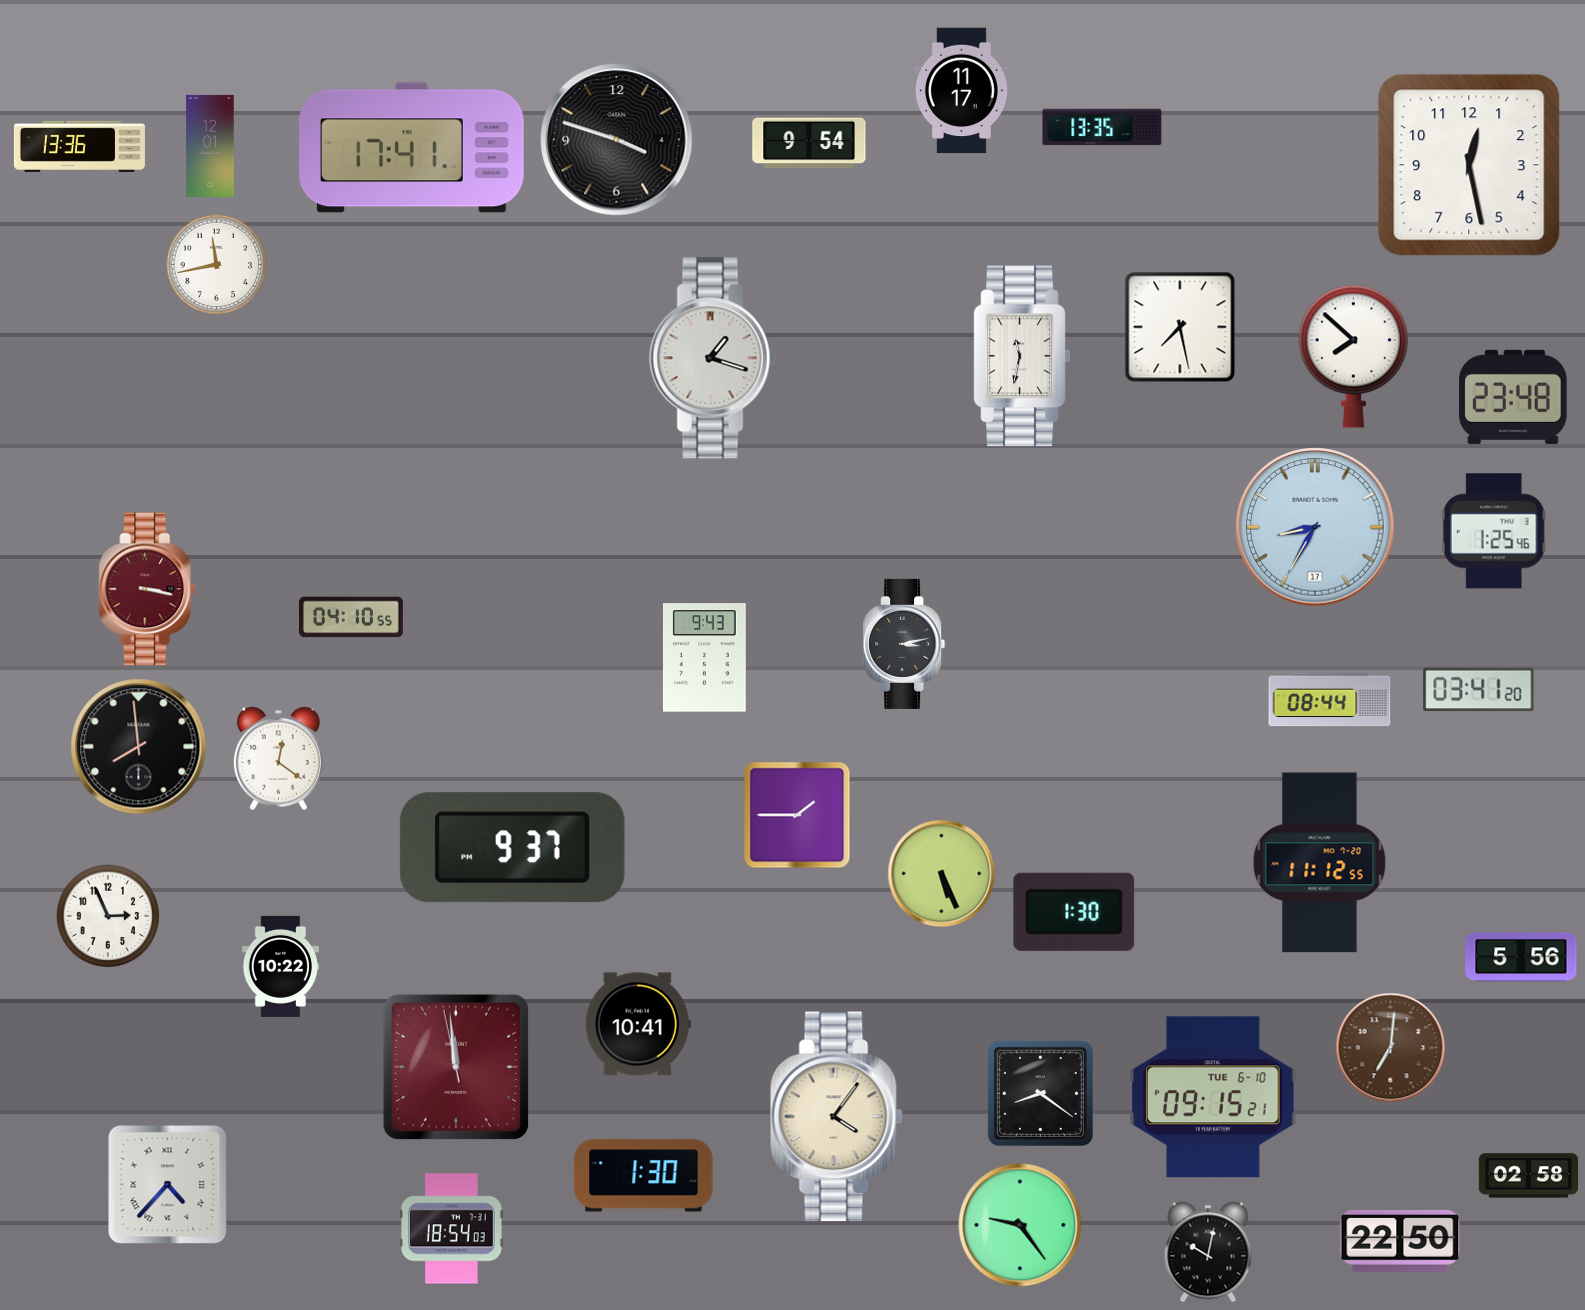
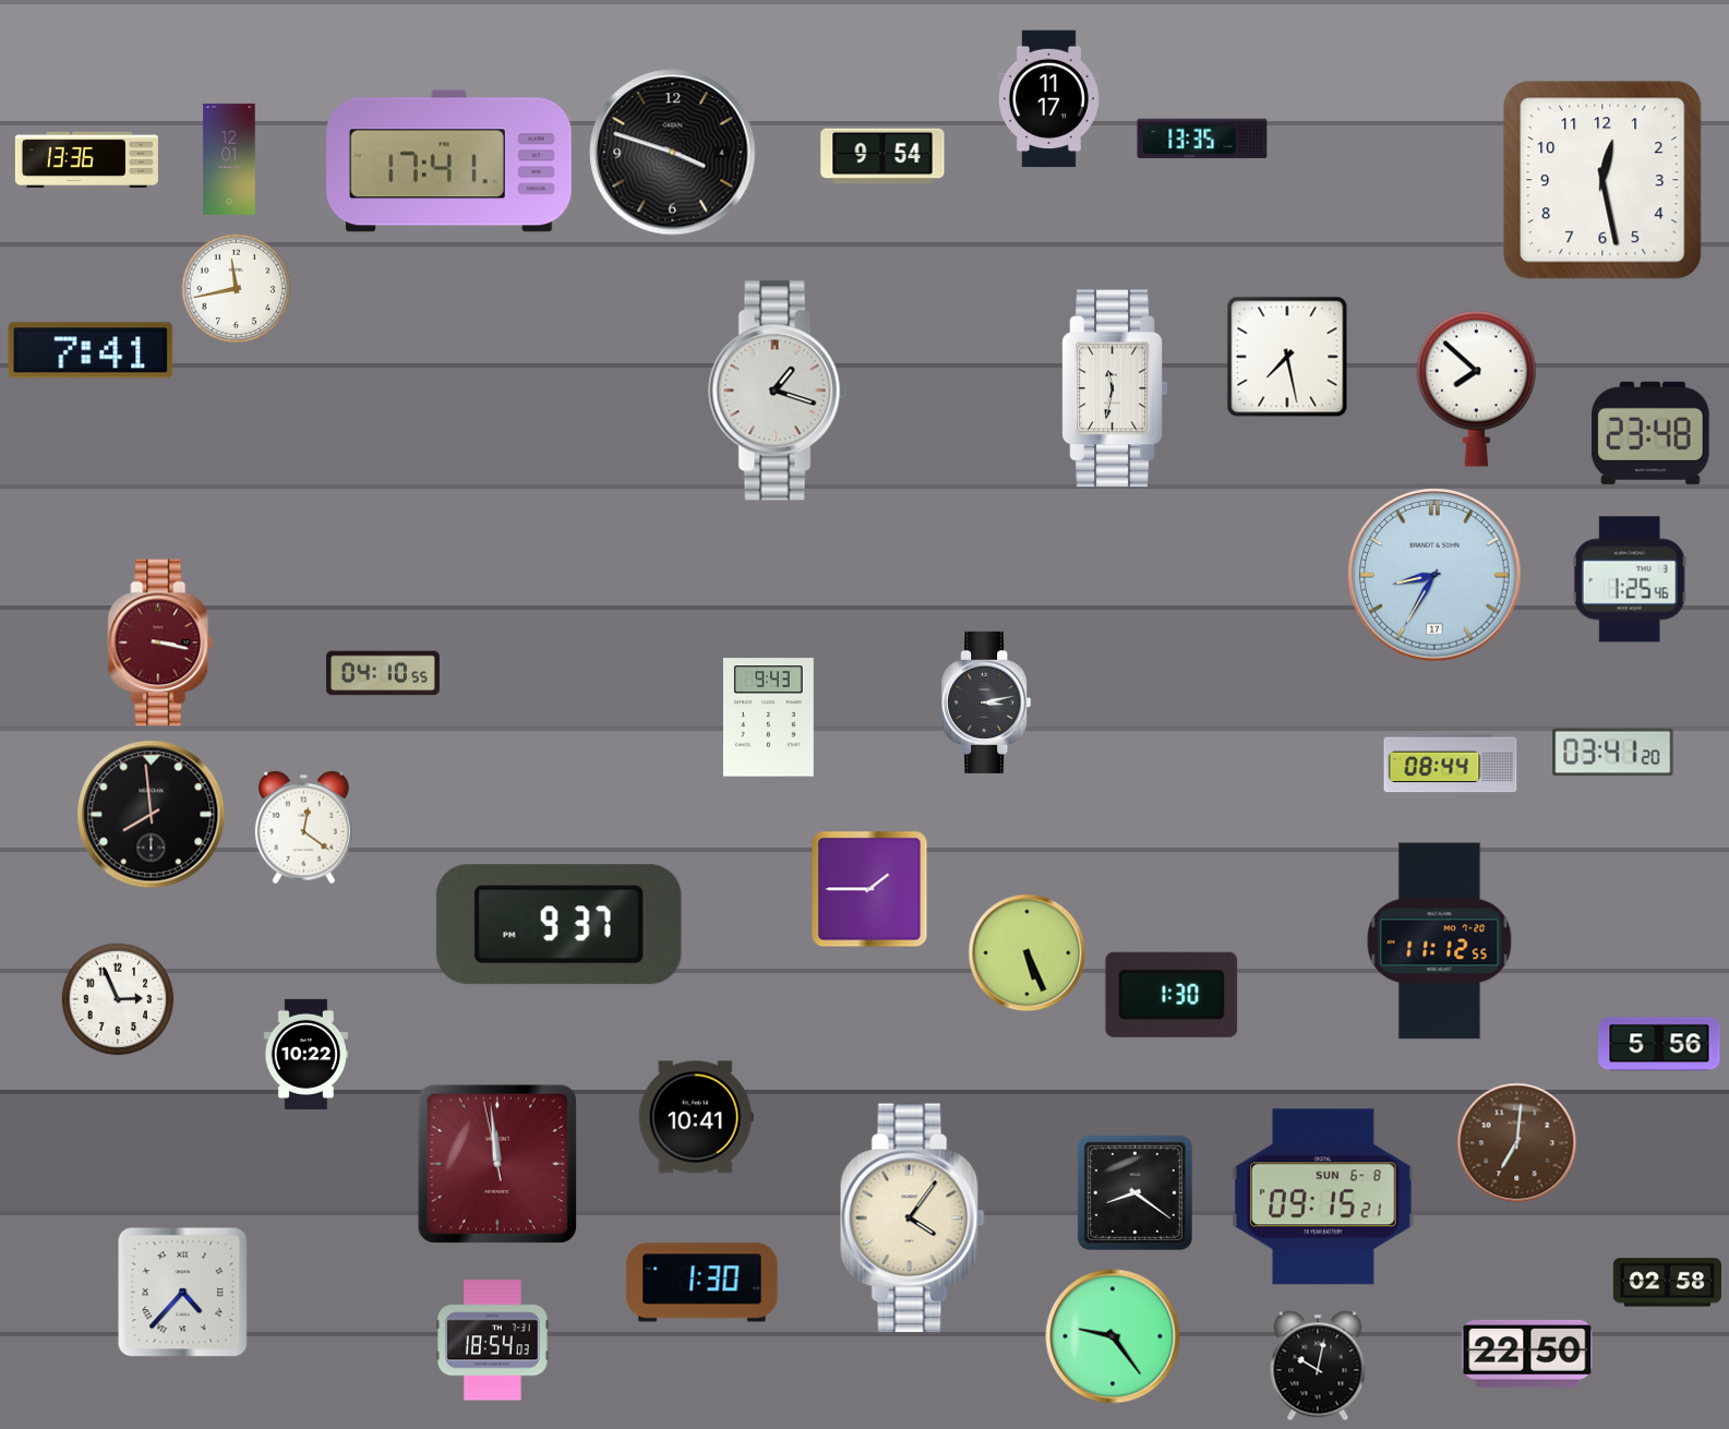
clock at (91, 350): none -> 7:41
clock at (1213, 1097) date: TUE 6-10 -> SUN 6-8
